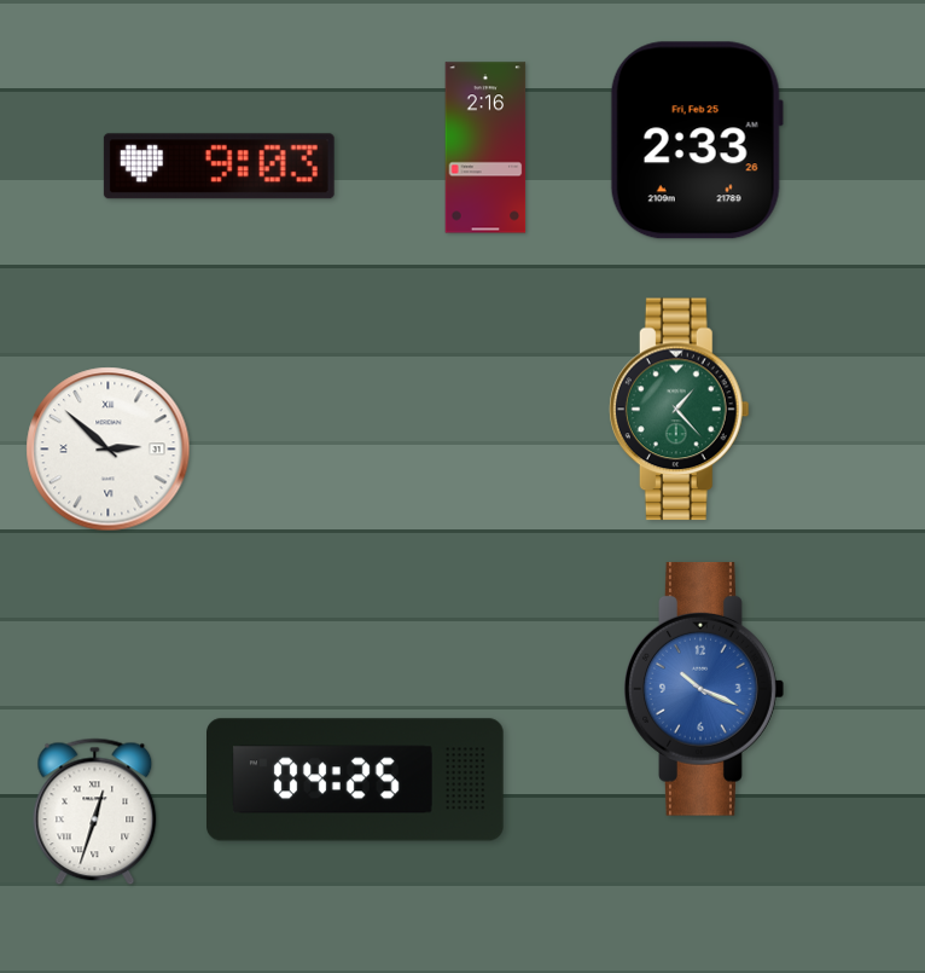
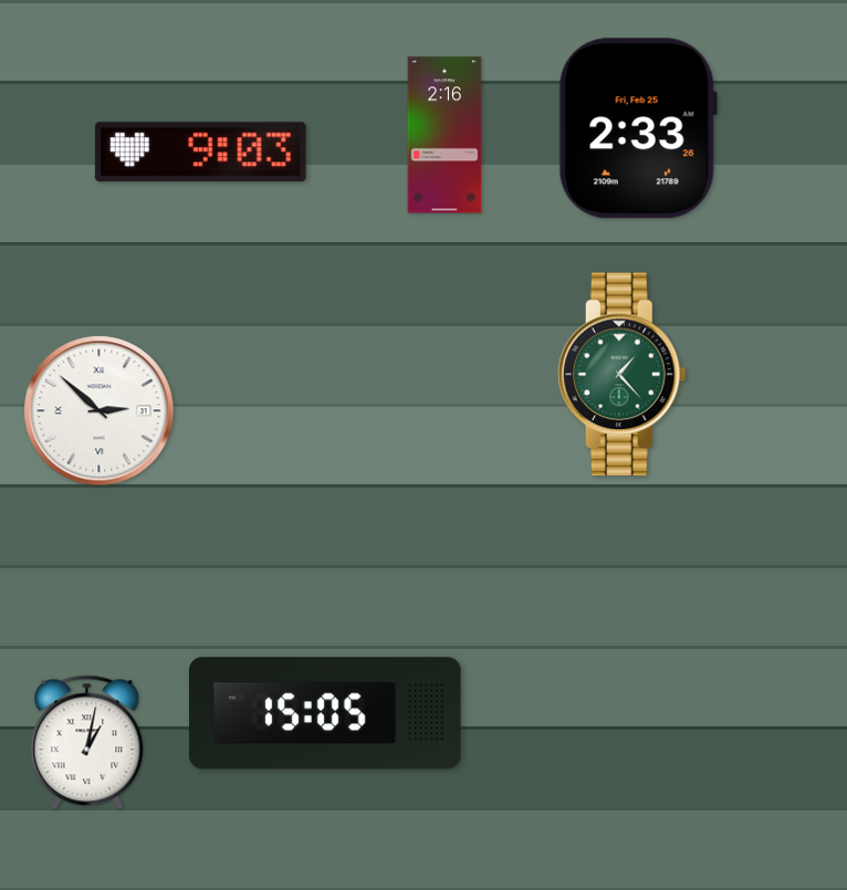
clock at (704, 689): 10:19 -> none
clock at (356, 780): 04:25 -> 15:05
clock at (95, 812): 12:33 -> 1:02
